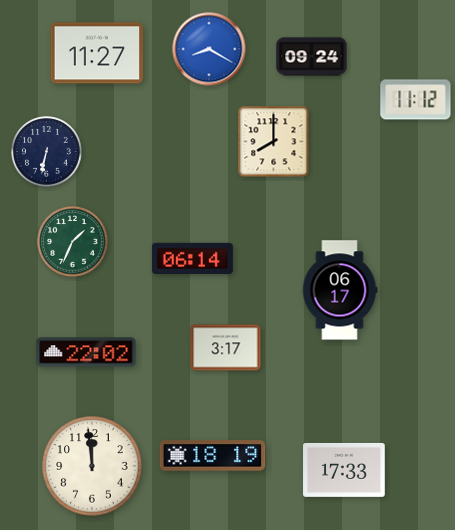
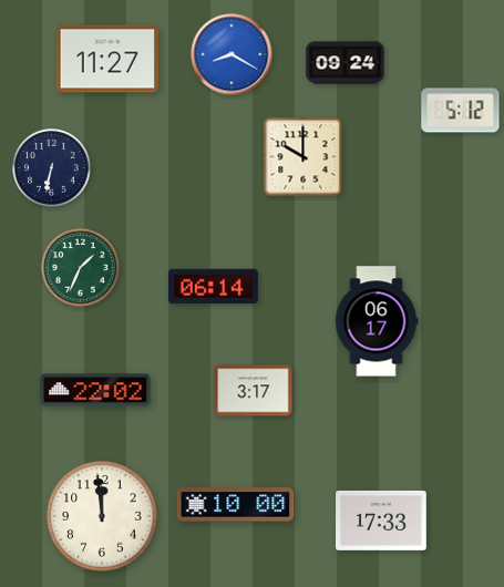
clock at (416, 100): 11:12 -> 5:12
clock at (274, 142): 8:00 -> 10:00
clock at (226, 348) position: (226, 348) -> (254, 391)
clock at (213, 456): 18:19 -> 10:00
